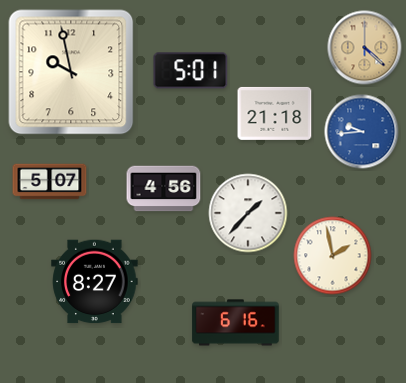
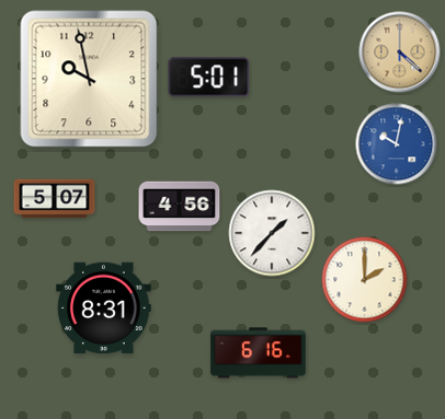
clock at (71, 72) position: (71, 72) -> (89, 79)
clock at (275, 113): 21:18 -> none
clock at (362, 132): 9:44 -> 10:02
clock at (333, 256): 1:58 -> 2:00
clock at (95, 282): 8:27 -> 8:31
